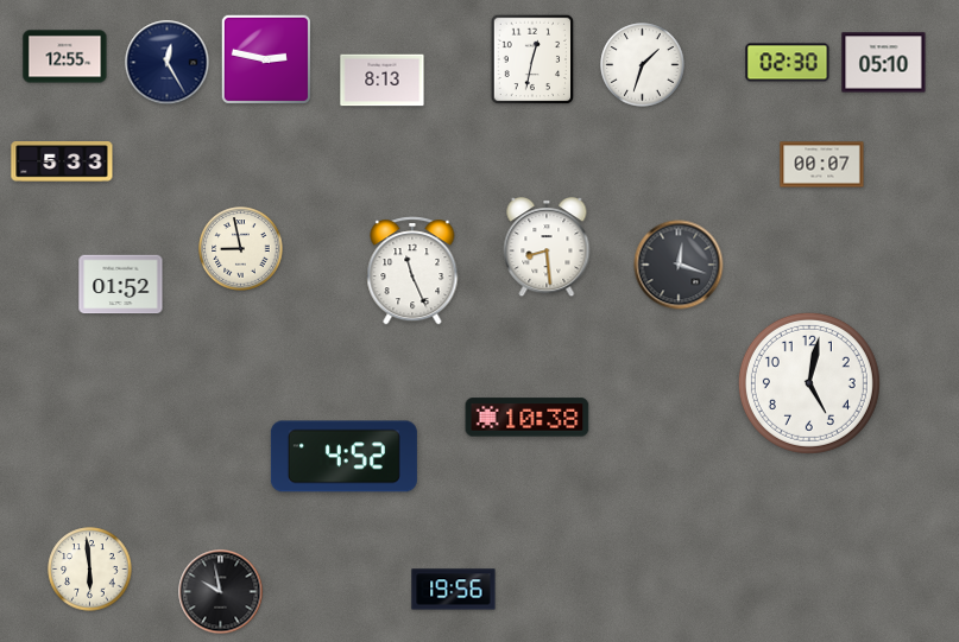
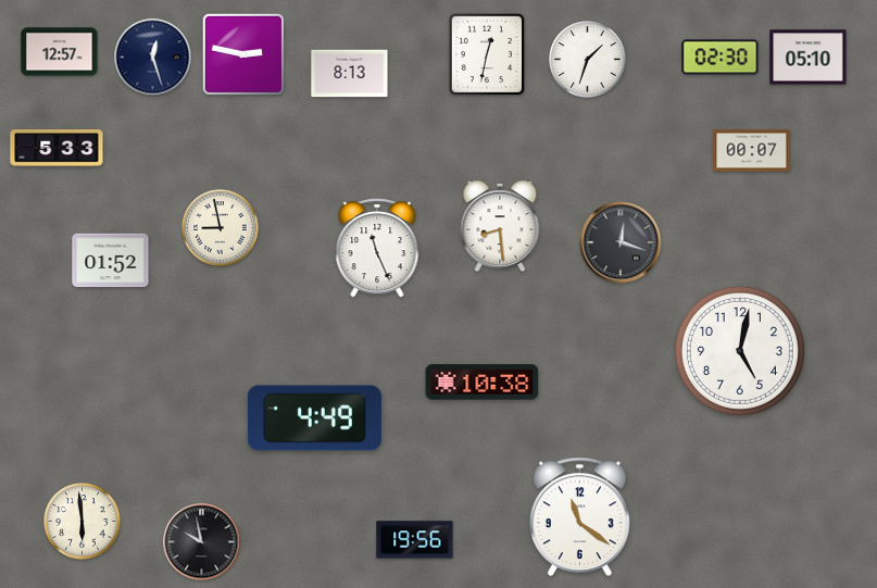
clock at (65, 57): 12:55 -> 12:57
clock at (168, 63): 12:25 -> 12:27
clock at (343, 457): 4:52 -> 4:49
clock at (579, 517): none -> 11:21
